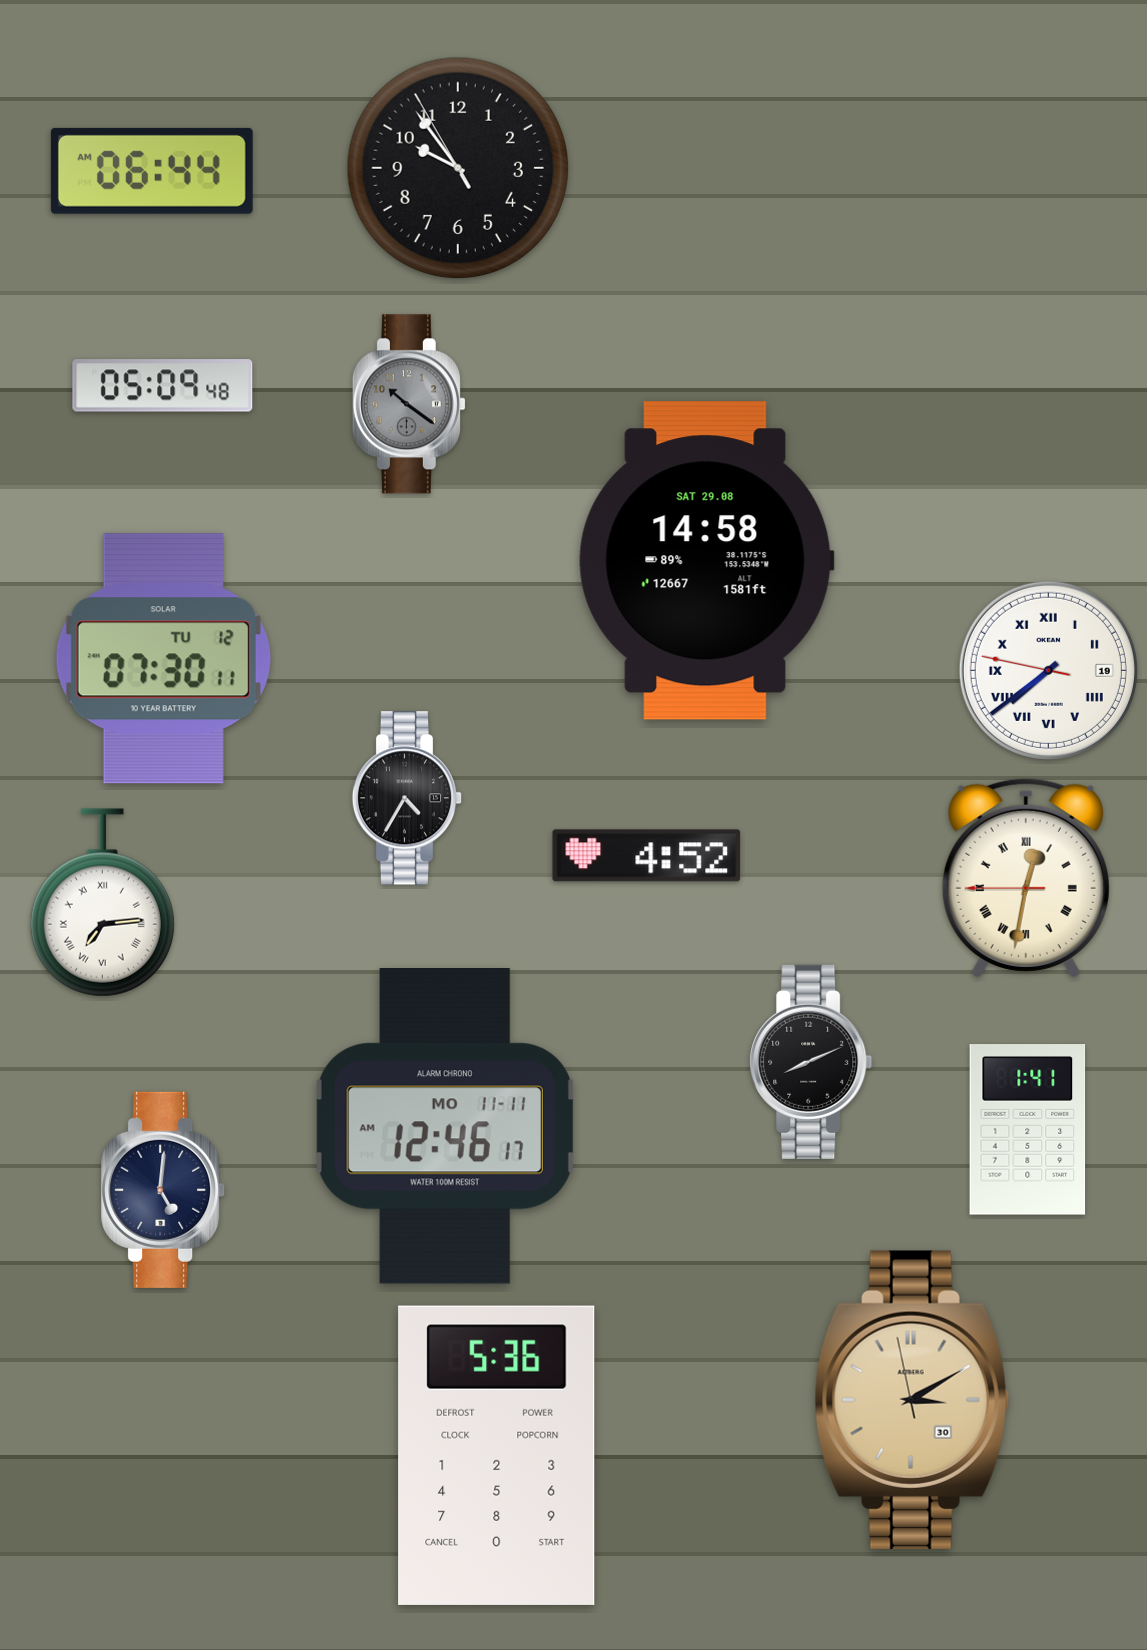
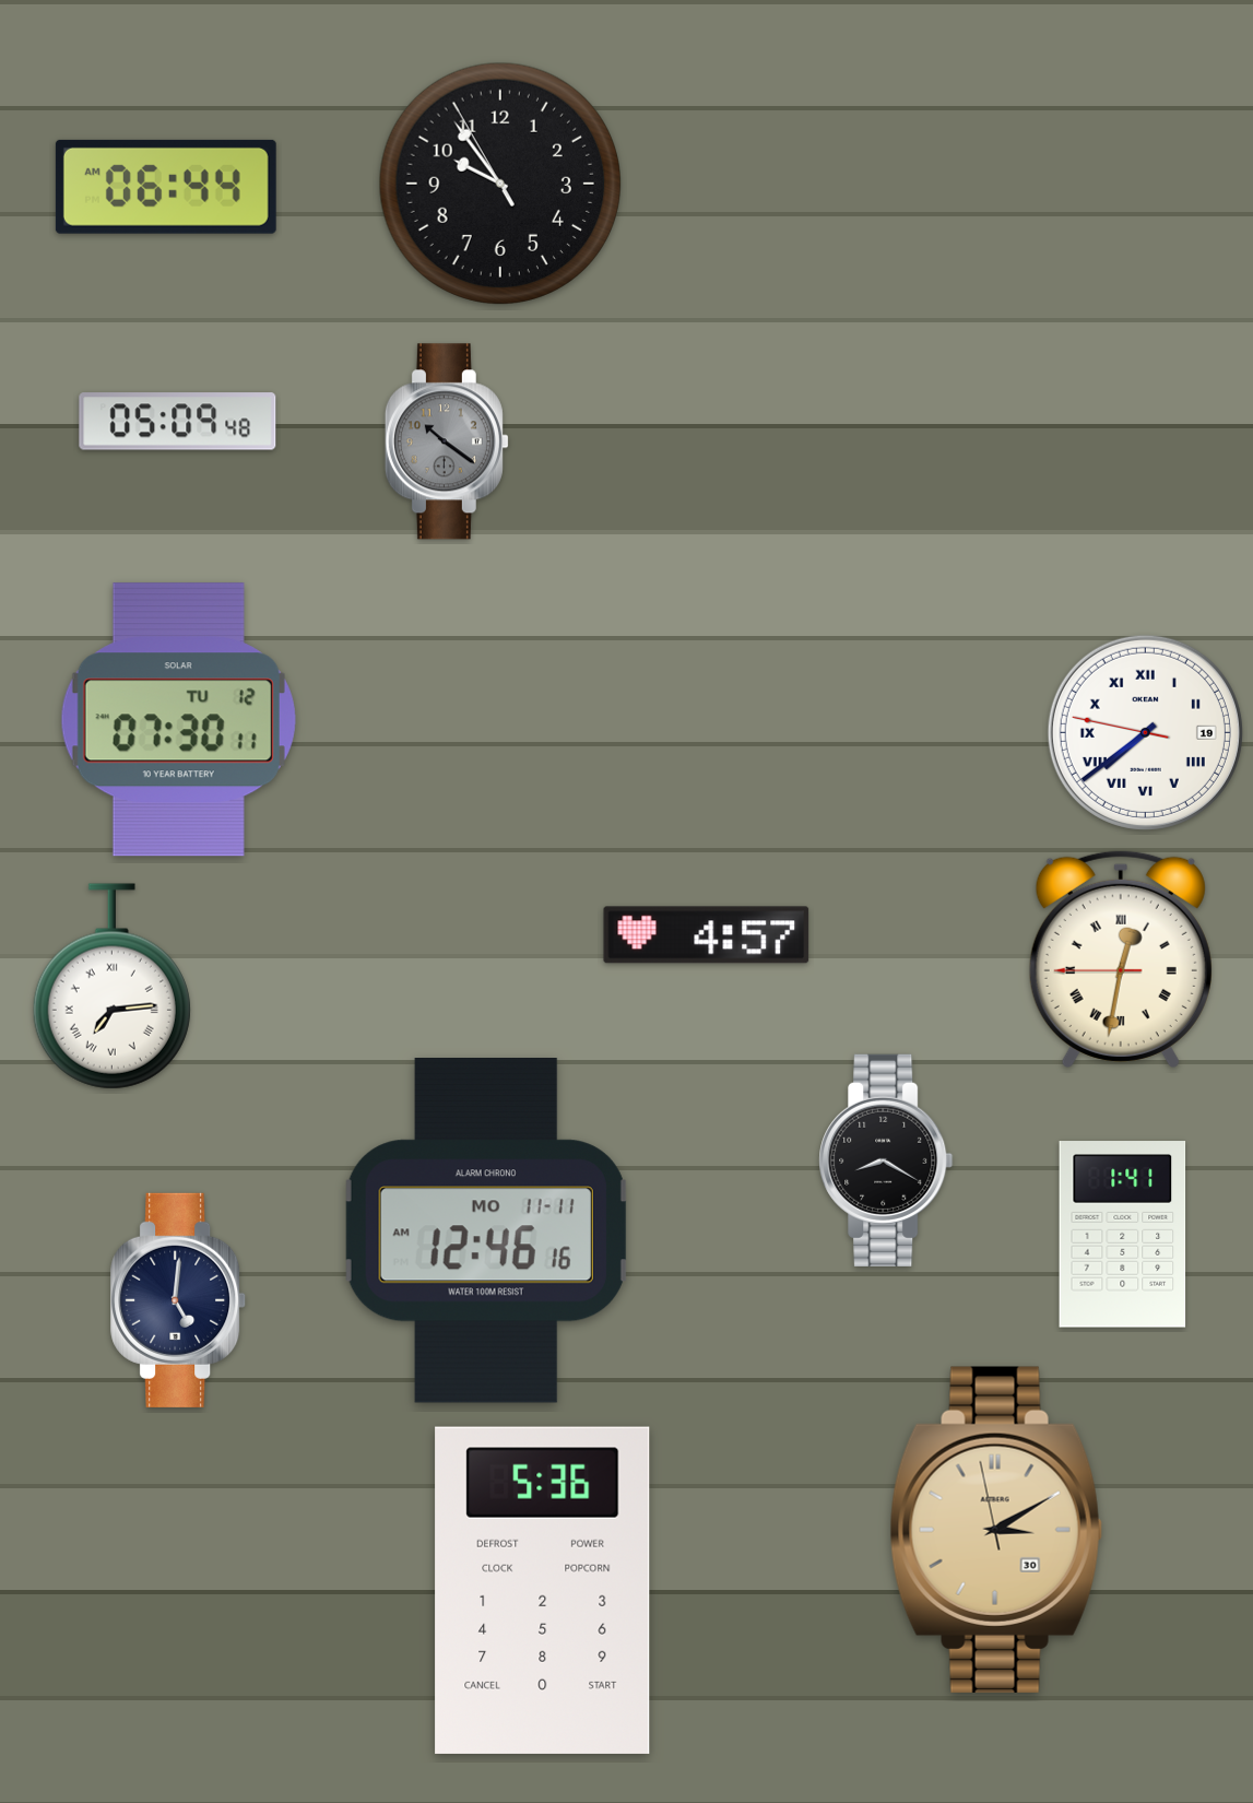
clock at (706, 561): 14:58 -> none
clock at (407, 798): 4:35 -> none
clock at (647, 856): 4:52 -> 4:57
clock at (811, 1062): 8:11 -> 8:20
clock at (445, 1127): 12:46:17 AM -> 12:46:16 AM
